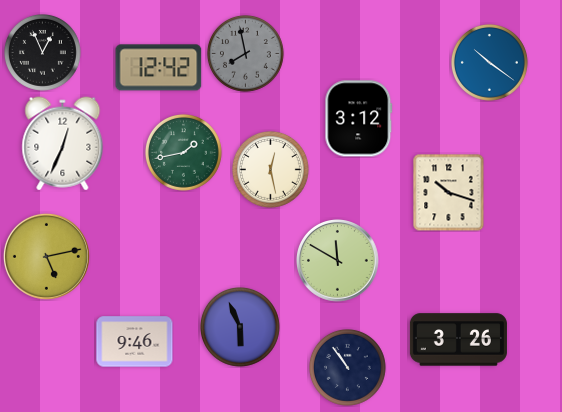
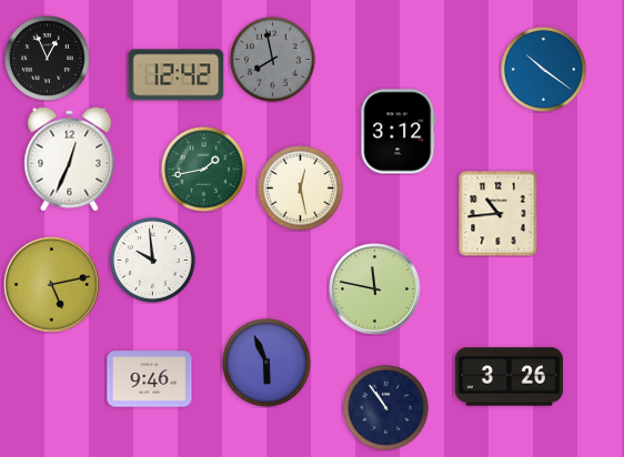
clock at (449, 192): 10:18 -> 10:44
clock at (152, 260): none -> 9:59
clock at (338, 261): 11:50 -> 11:47
